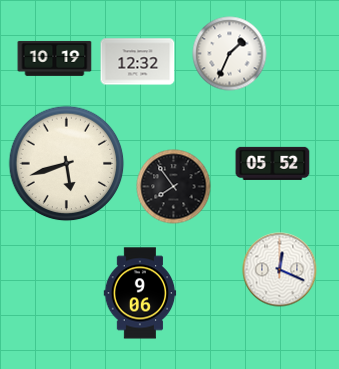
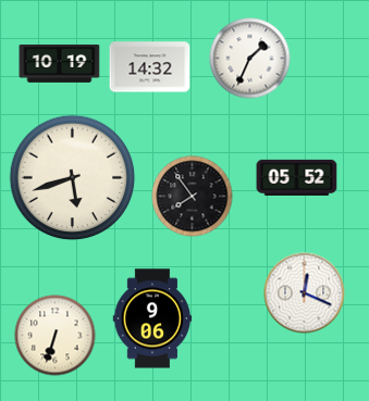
clock at (138, 62): 12:32 -> 14:32
clock at (174, 187) position: (174, 187) -> (193, 197)
clock at (56, 336): none -> 6:33
